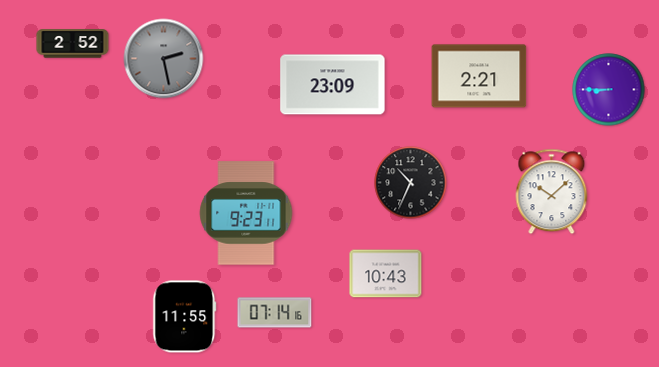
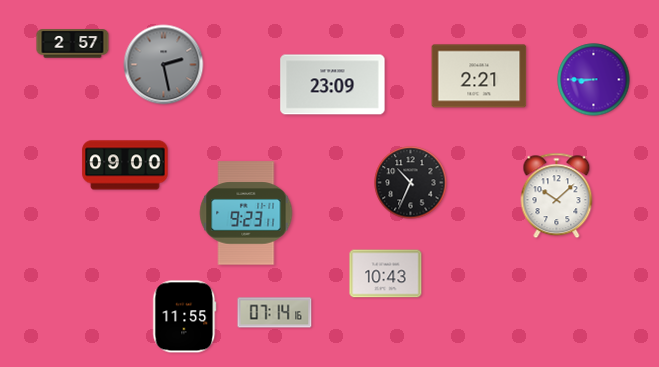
clock at (73, 44): 2:52 -> 2:57
clock at (164, 59) position: (164, 59) -> (164, 65)
clock at (609, 90) position: (609, 90) -> (594, 80)
clock at (125, 165): none -> 09:00
clock at (552, 192) position: (552, 192) -> (557, 196)
